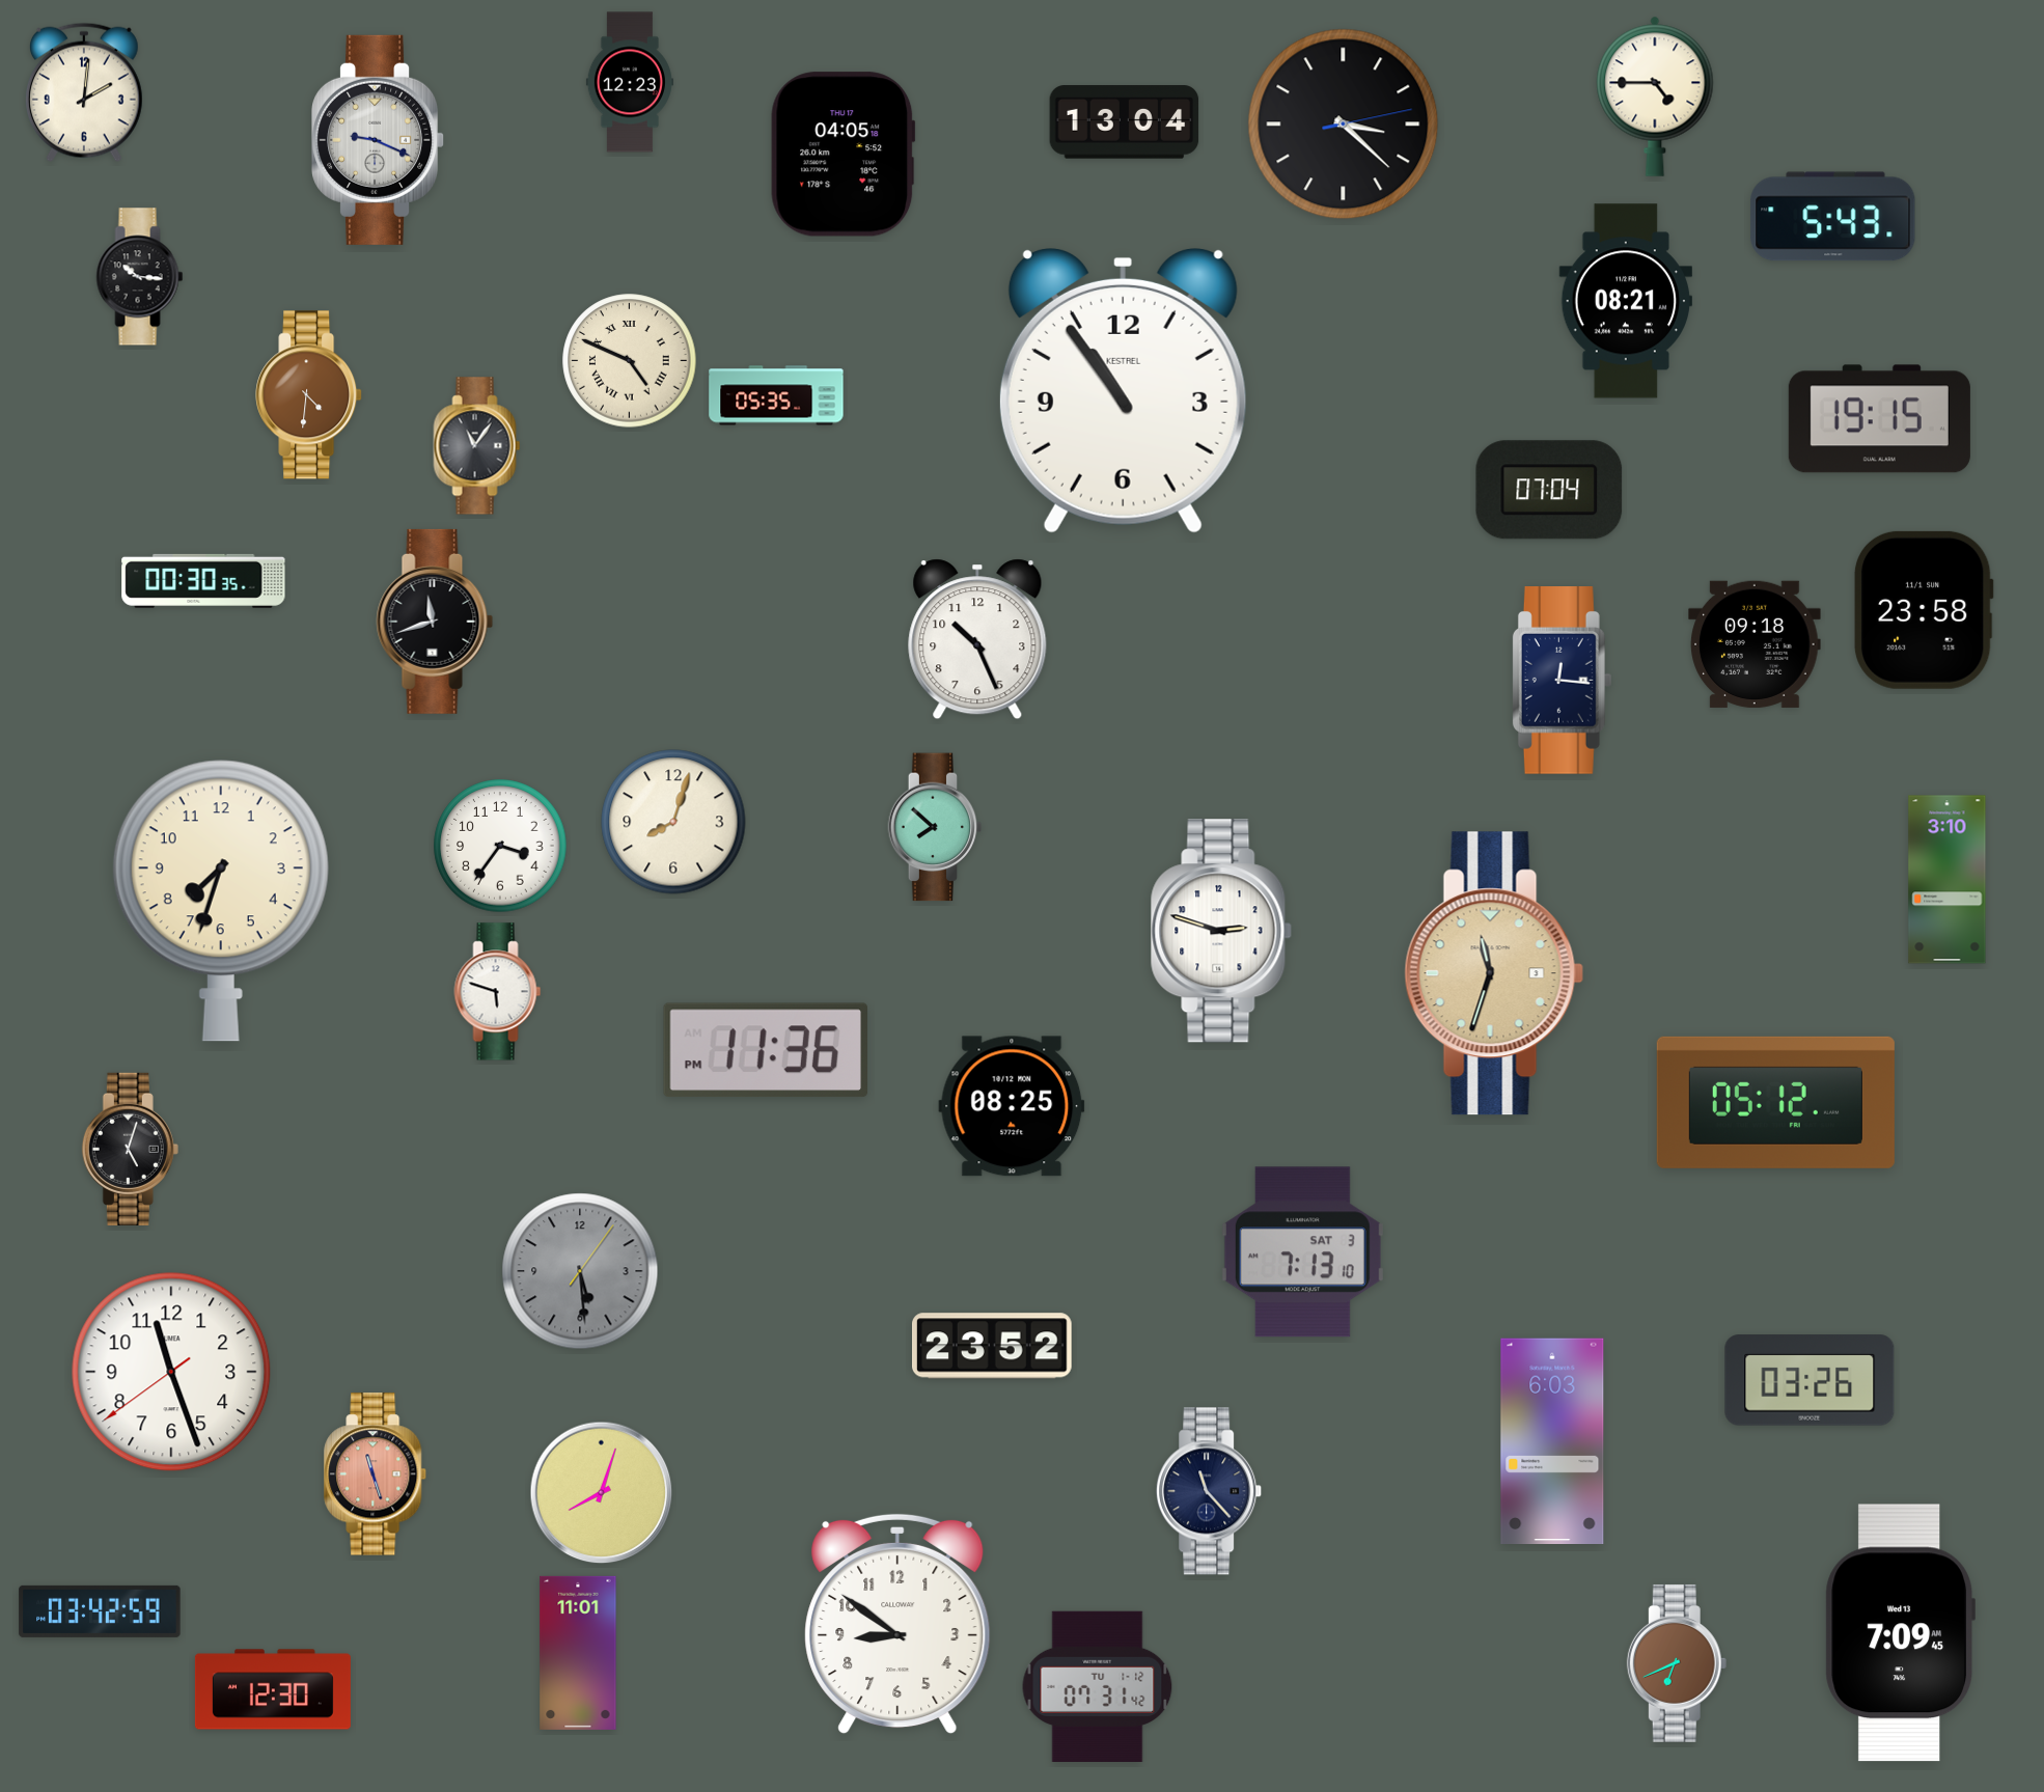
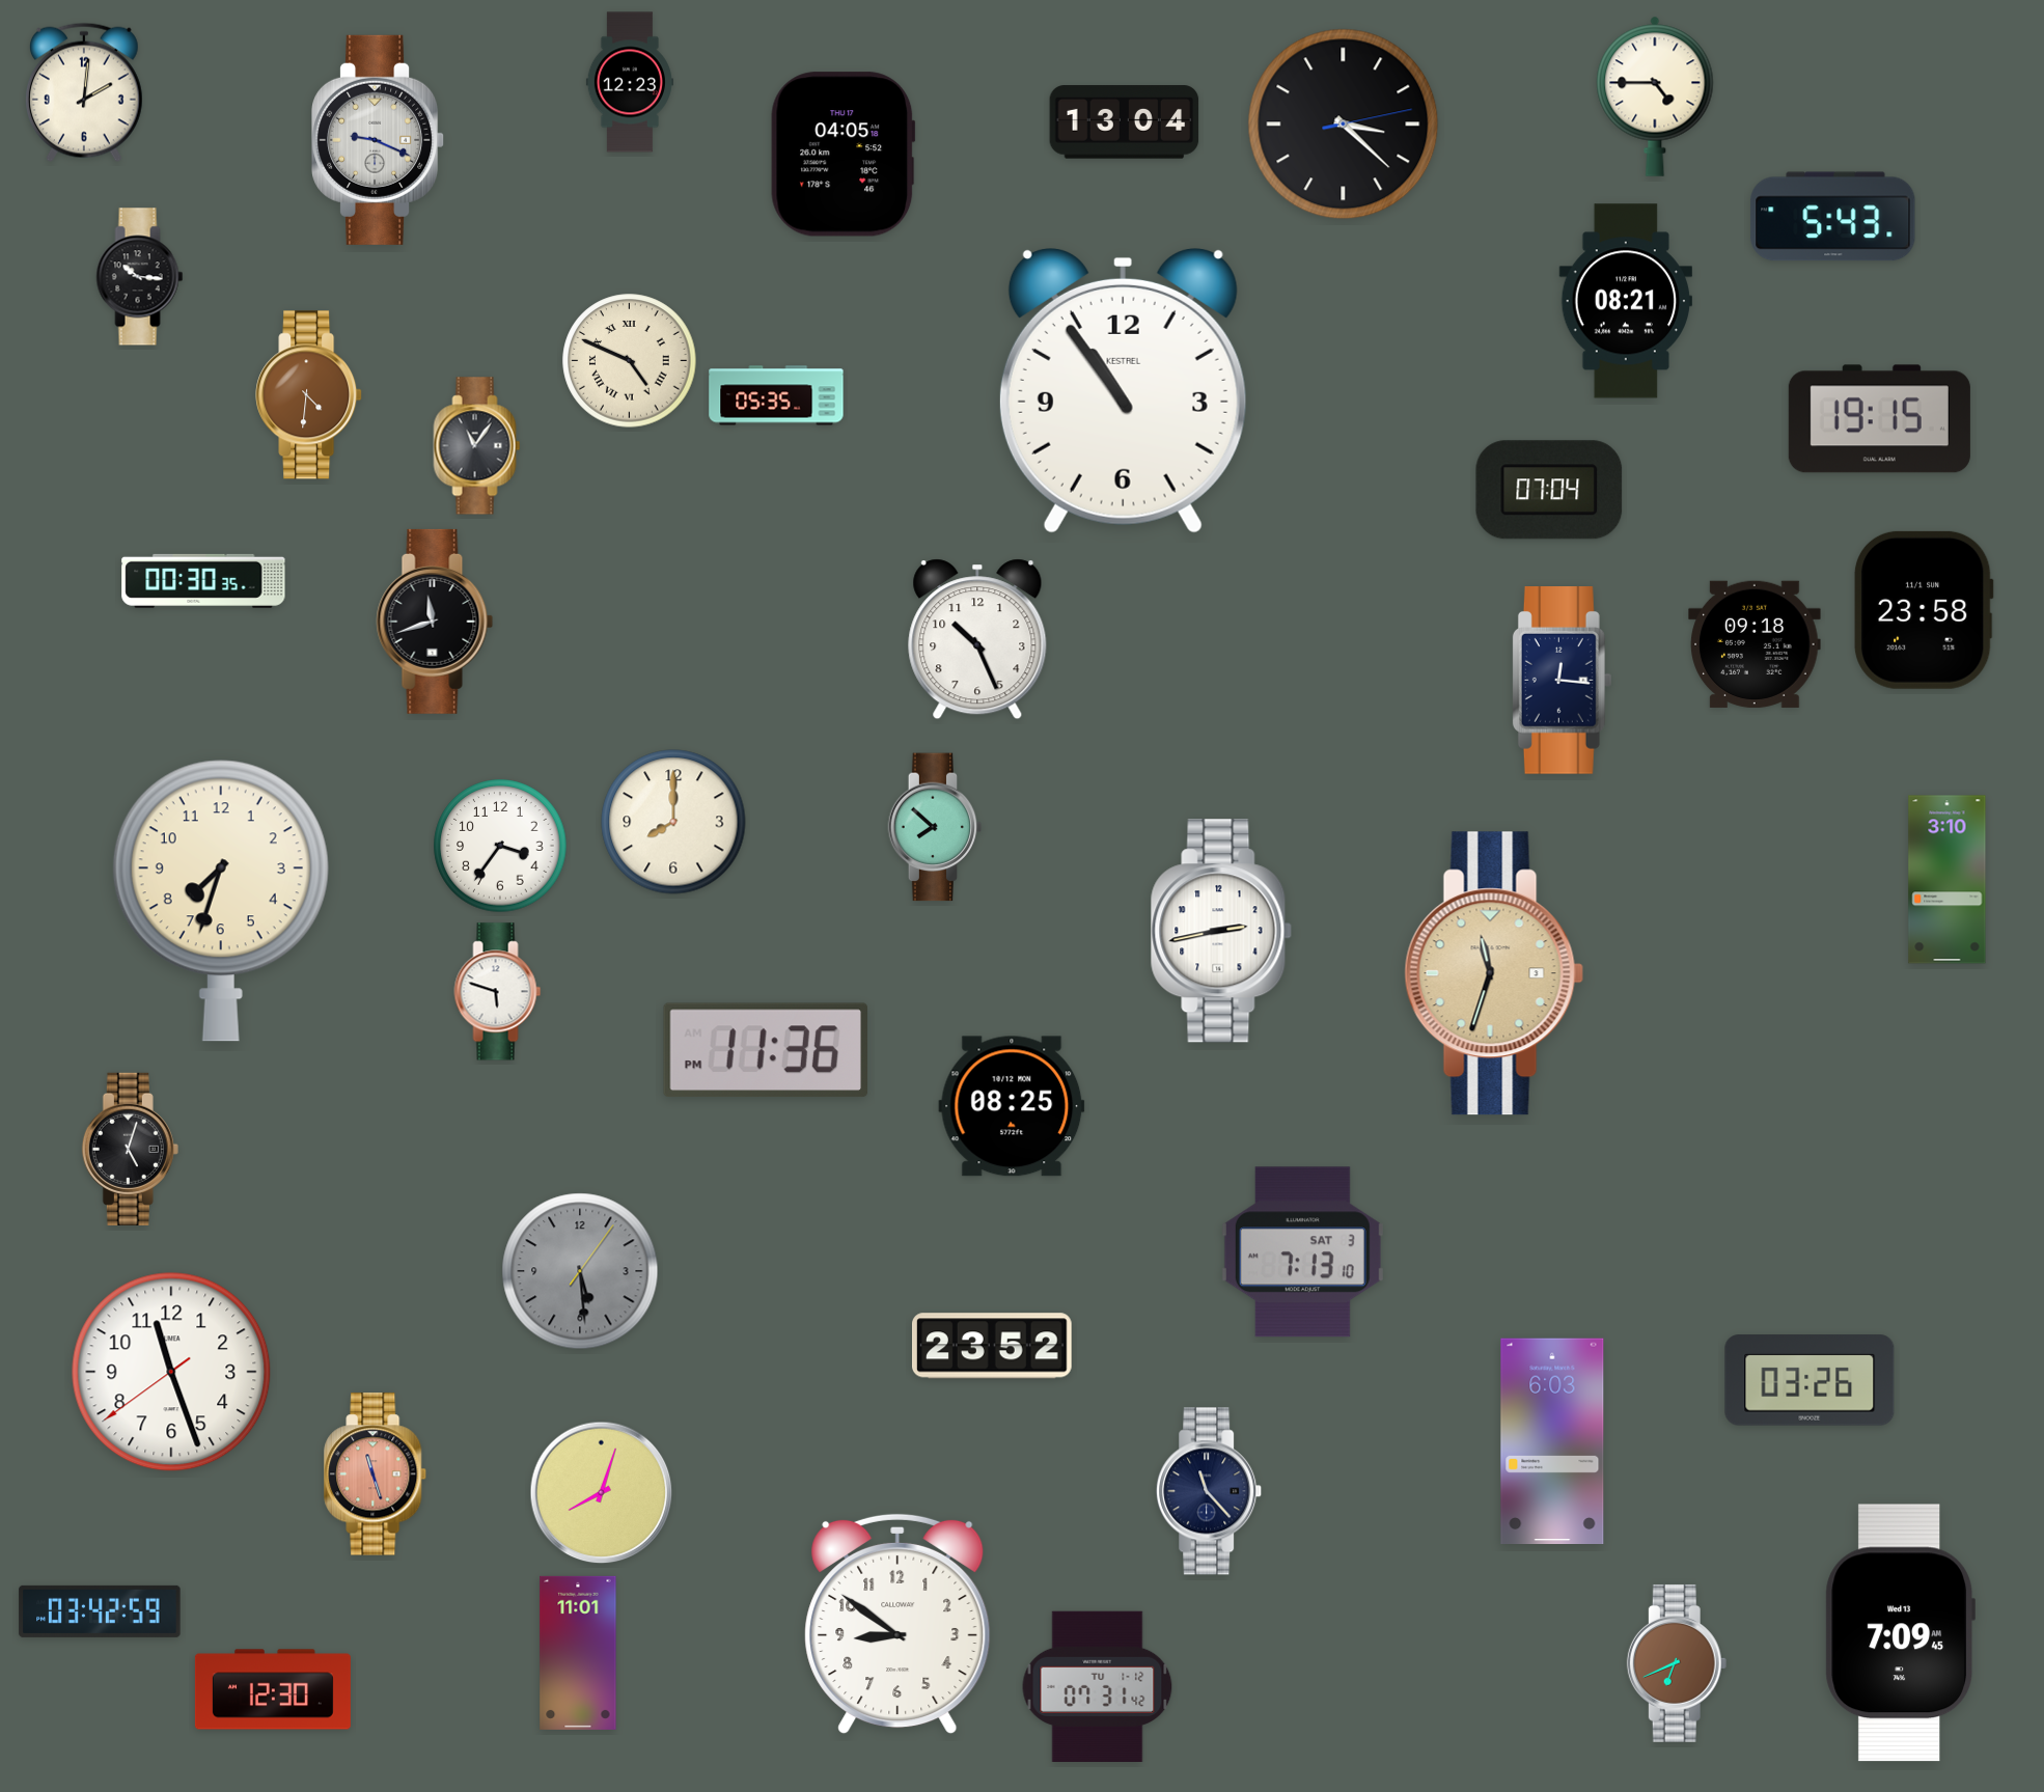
clock at (673, 822): 8:03 -> 8:00
clock at (1221, 931): 2:48 -> 2:43
clock at (1775, 1102): 05:12 -> none
